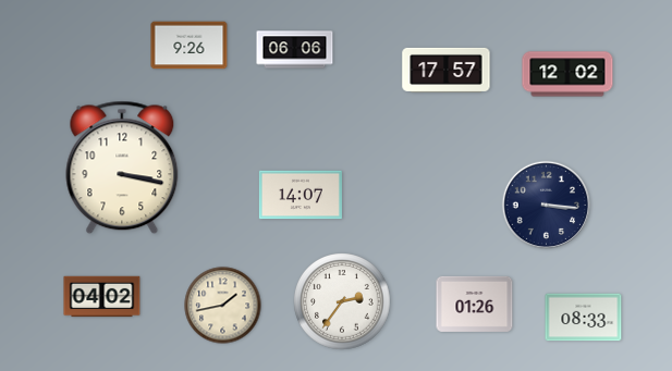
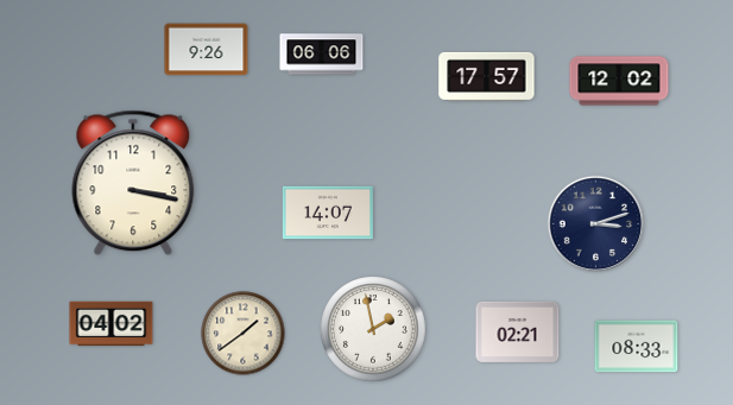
clock at (546, 205): 3:16 -> 3:12
clock at (342, 301): 2:36 -> 1:58
clock at (475, 304): 01:26 -> 02:21
clock at (223, 306): 1:43 -> 1:39
